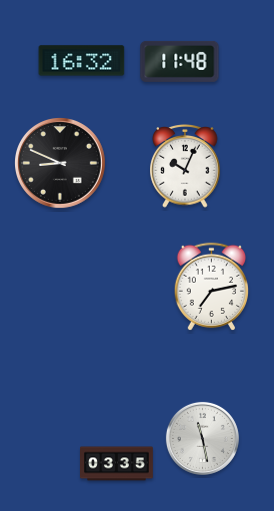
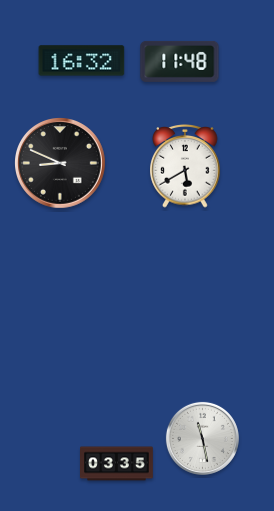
clock at (185, 166): 10:04 -> 5:40
clock at (211, 287): 7:13 -> none
